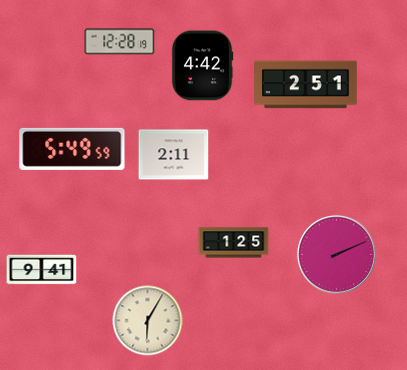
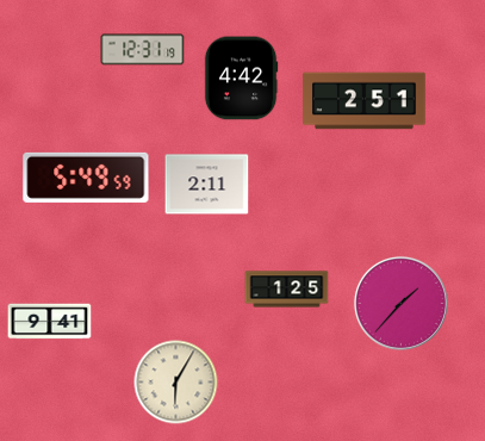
clock at (120, 42): 12:28 -> 12:31
clock at (234, 243) position: (234, 243) -> (287, 290)
clock at (336, 254): 2:11 -> 1:37
